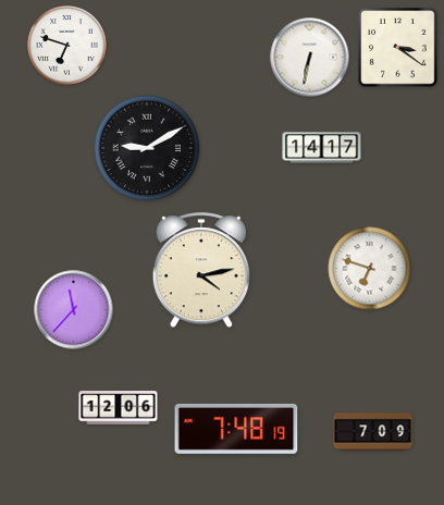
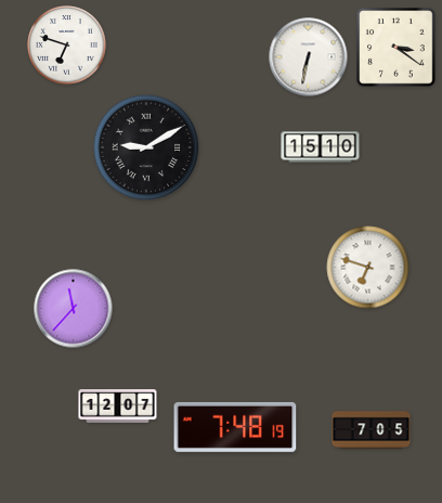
clock at (322, 148): 14:17 -> 15:10
clock at (201, 271): 4:13 -> none
clock at (119, 408): 12:06 -> 12:07
clock at (373, 432): 7:09 -> 7:05
